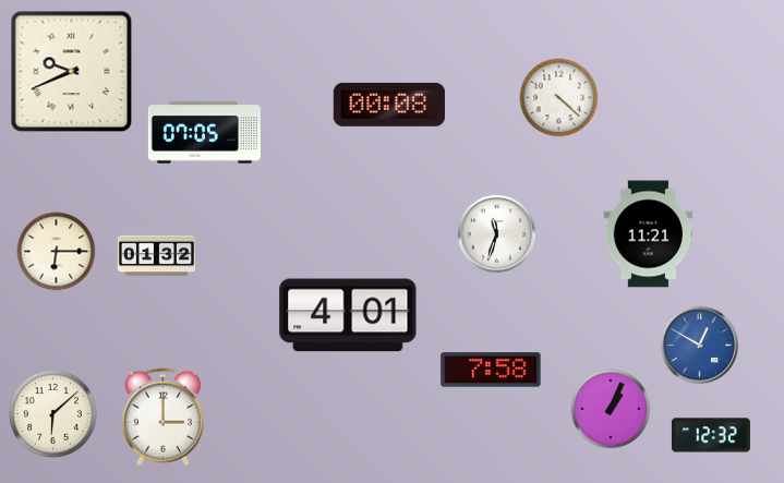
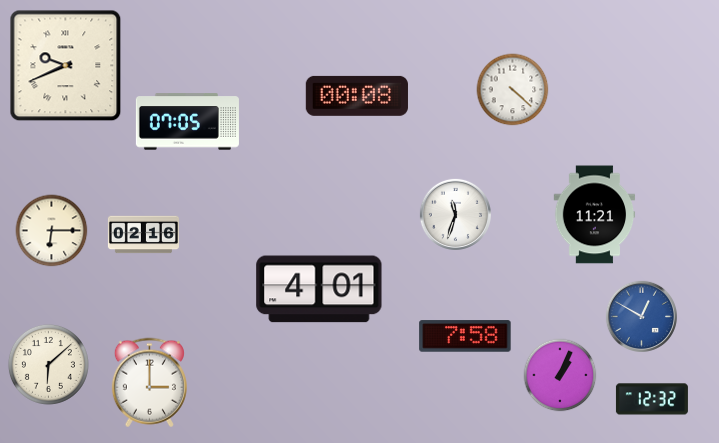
clock at (156, 256): 01:32 -> 02:16
clock at (491, 370) position: (491, 370) -> (465, 336)
clock at (52, 413) position: (52, 413) -> (48, 364)
